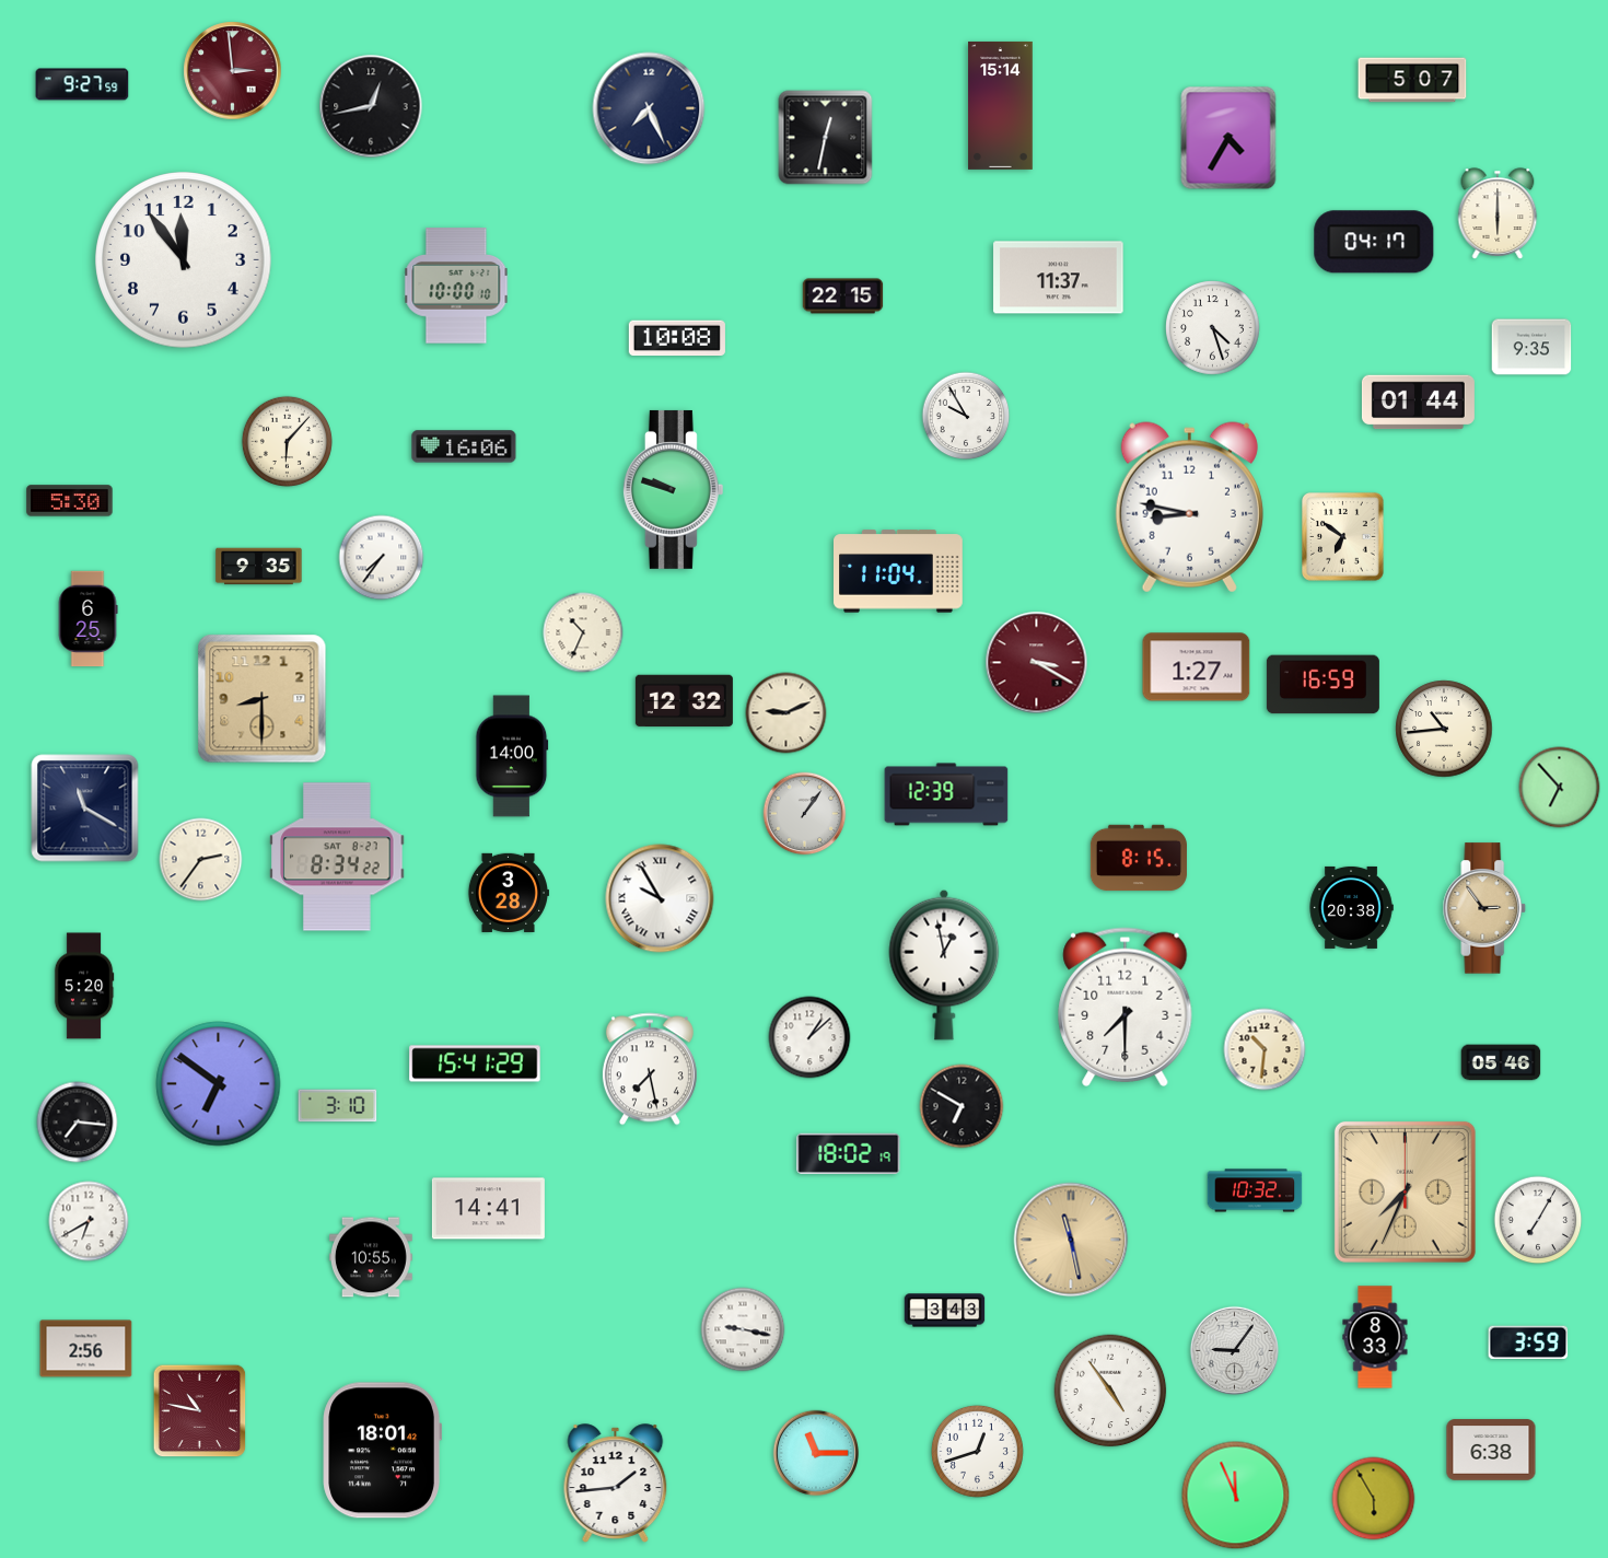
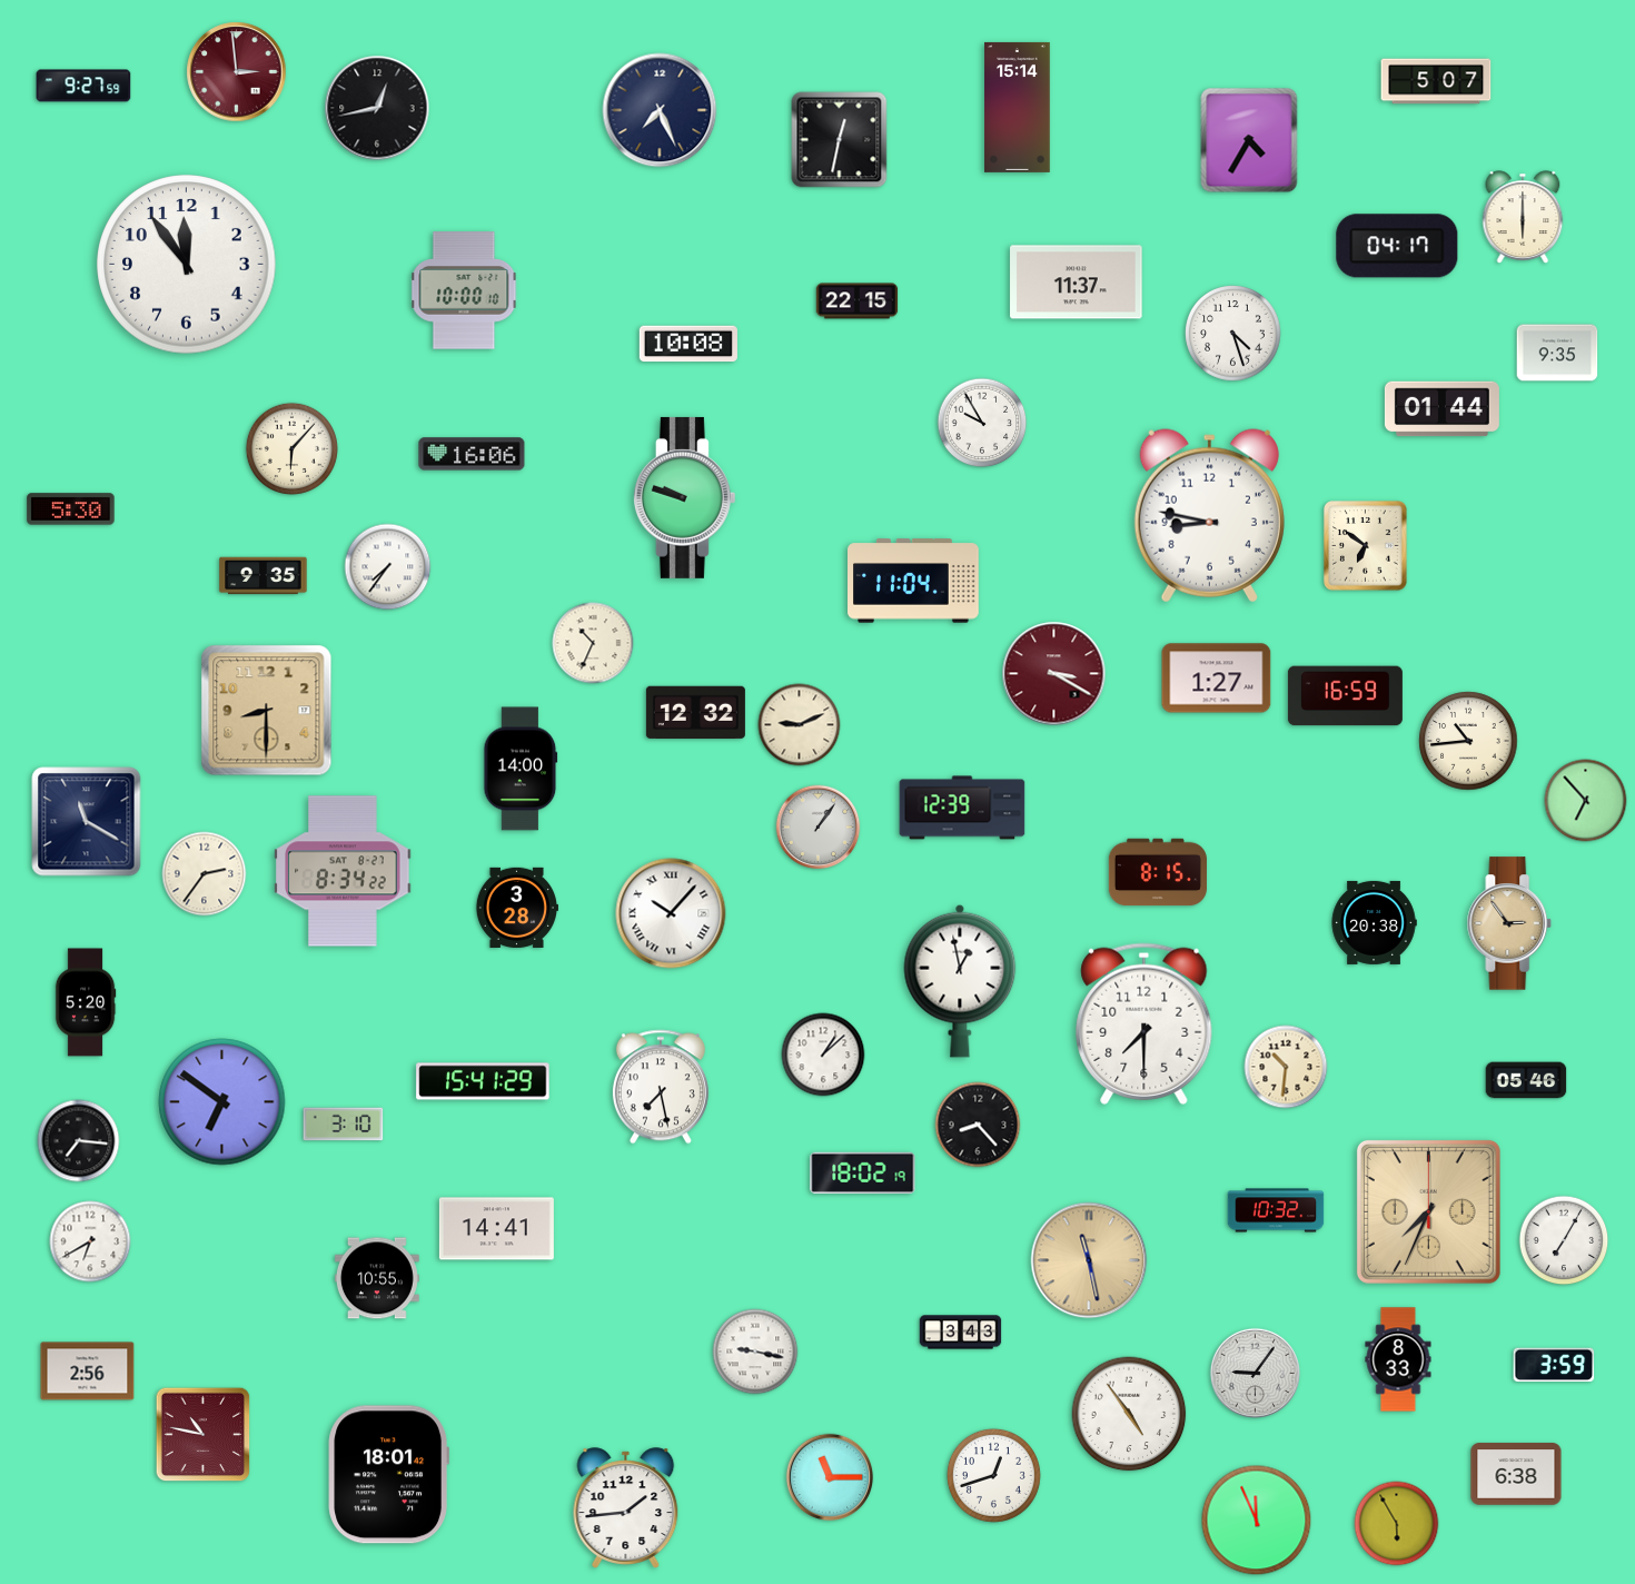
clock at (88, 619): 6:25 -> none
clock at (660, 898): 9:55 -> 10:07
clock at (962, 1106): 6:50 -> 8:23
